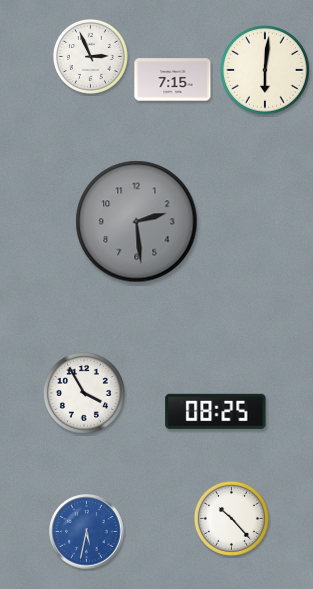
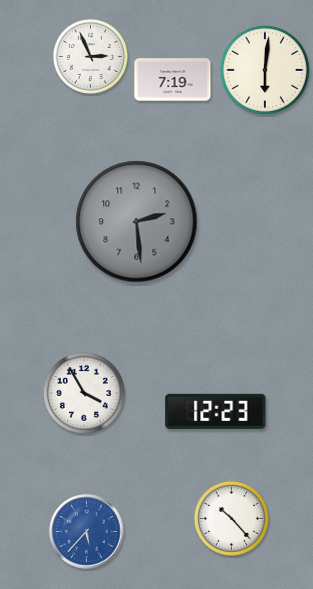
clock at (173, 80): 7:15 -> 7:19
clock at (216, 411): 08:25 -> 12:23
clock at (87, 532): 5:32 -> 5:37
